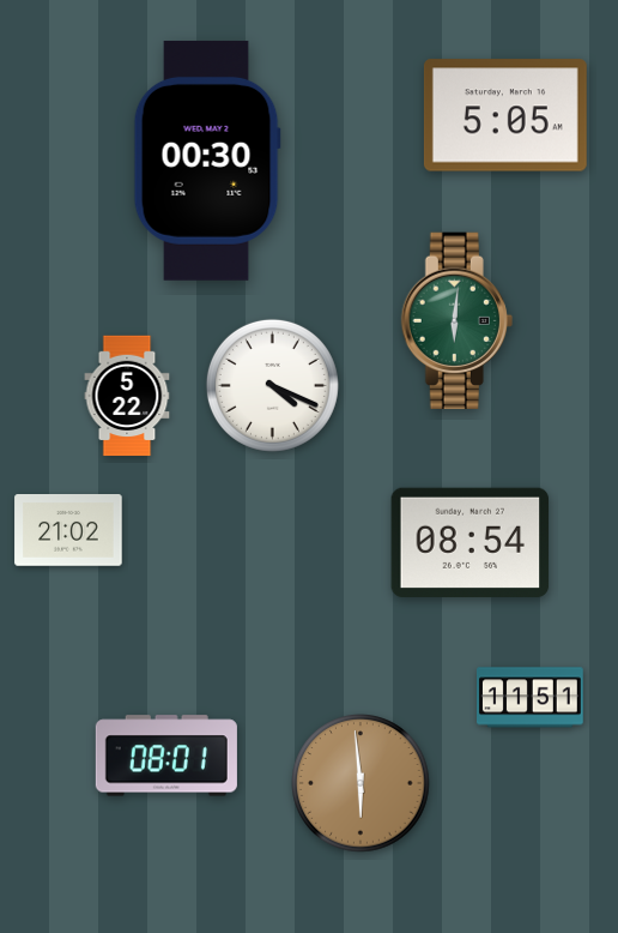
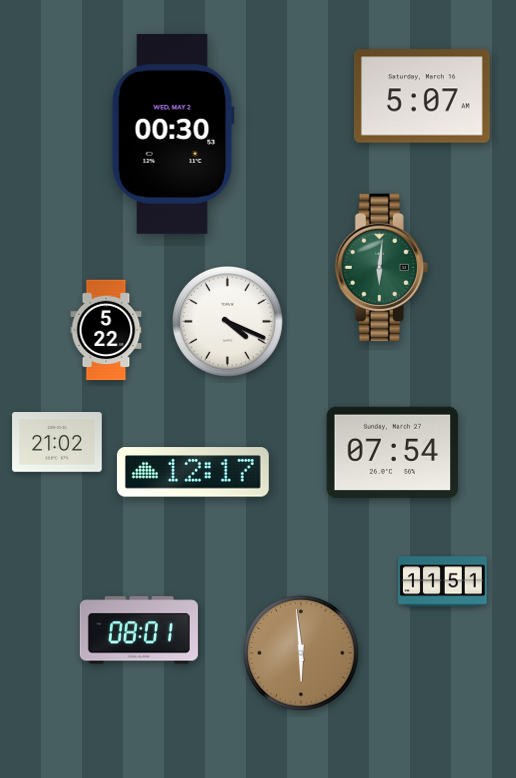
clock at (505, 115): 5:05 -> 5:07
clock at (471, 542): 08:54 -> 07:54
clock at (193, 472): none -> 12:17
